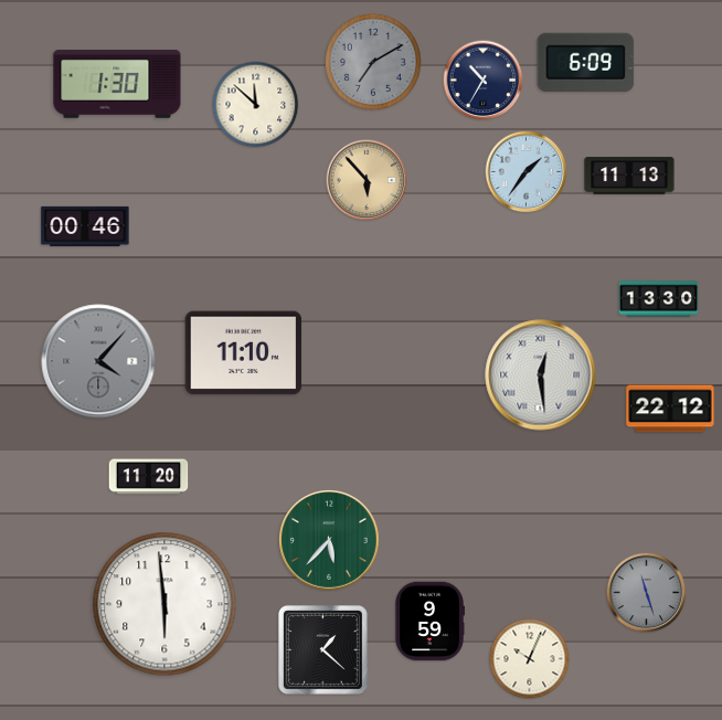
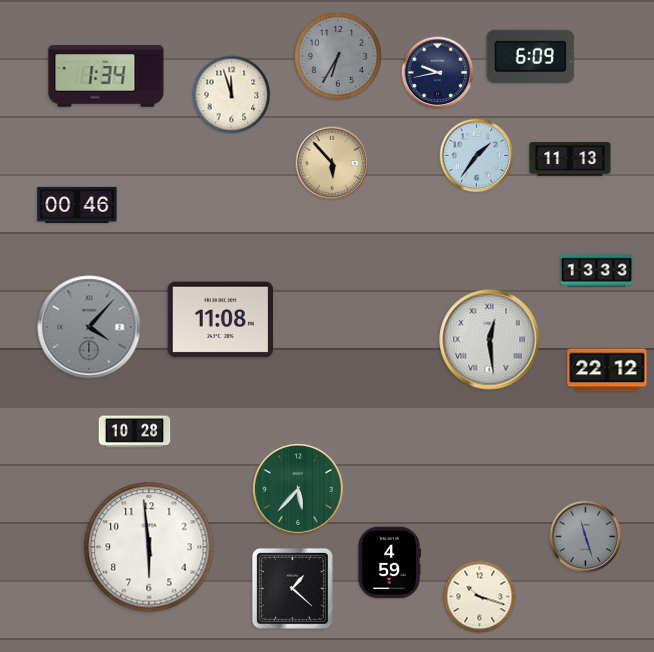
clock at (373, 62): 7:10 -> 6:35
clock at (484, 81): 10:35 -> 9:43
clock at (117, 84): 1:30 -> 1:34
clock at (256, 105): 11:52 -> 11:57
clock at (659, 299): 13:30 -> 13:33
clock at (244, 353): 11:10 -> 11:08
clock at (149, 477): 11:20 -> 10:28
clock at (429, 622): 9:59 -> 4:59
clock at (530, 659): 10:04 -> 10:18
